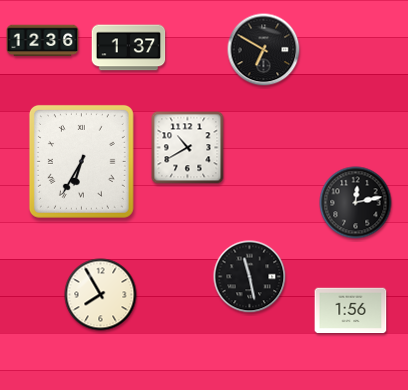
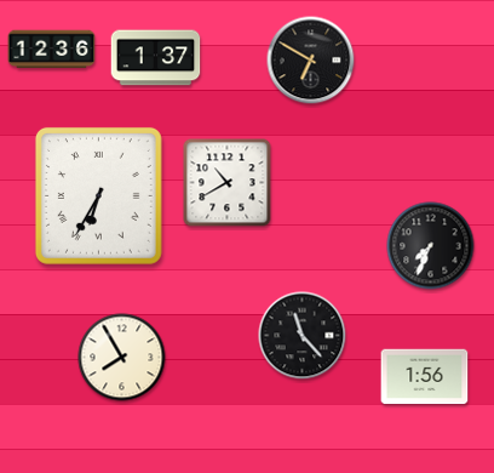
clock at (264, 50) position: (264, 50) -> (311, 61)
clock at (188, 148) position: (188, 148) -> (228, 183)
clock at (356, 203): 12:13 -> 7:34
clock at (250, 277): 11:28 -> 11:23
